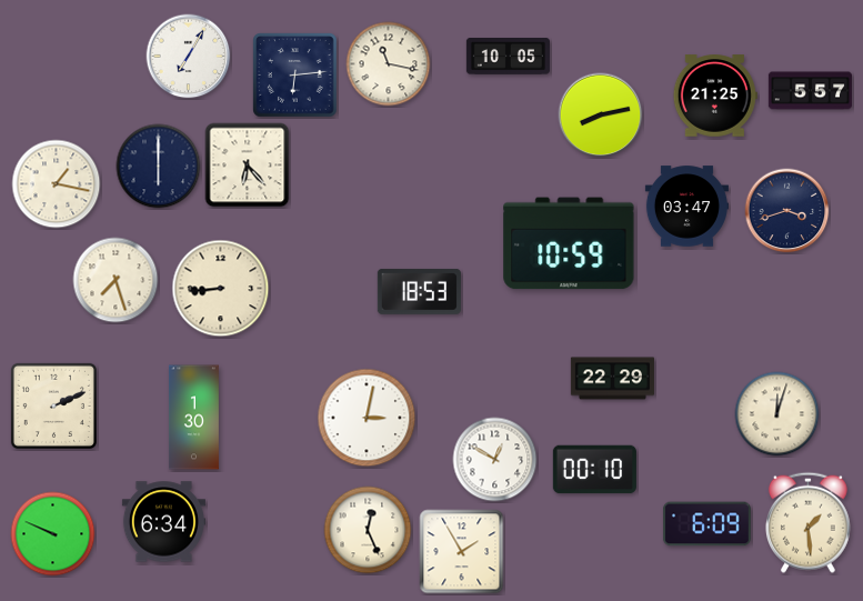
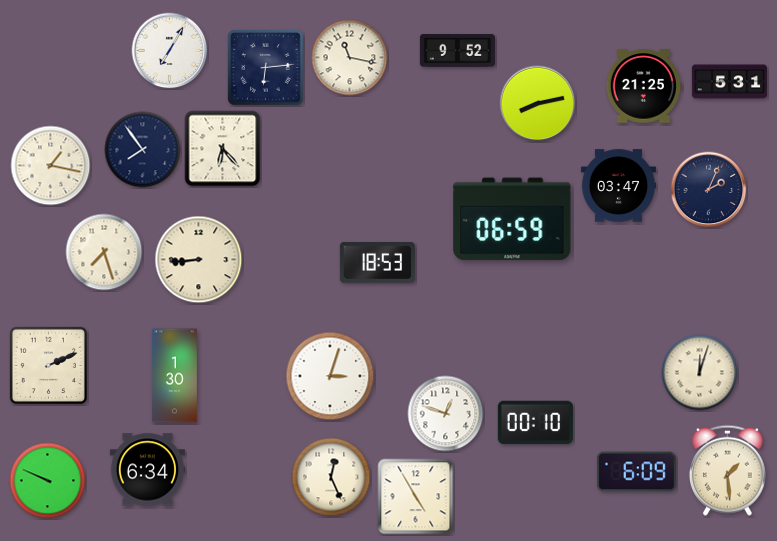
clock at (508, 57): 10:05 -> 9:52
clock at (810, 91): 5:57 -> 5:31
clock at (601, 116) position: (601, 116) -> (538, 104)
clock at (159, 167): 6:00 -> 7:54
clock at (787, 211): 3:42 -> 2:04
clock at (569, 243): 10:59 -> 06:59
clock at (612, 379): 22:29 -> none
clock at (367, 418): 3:02 -> 3:03
clock at (495, 460): 12:50 -> 12:48
clock at (462, 552): 1:55 -> 4:55
